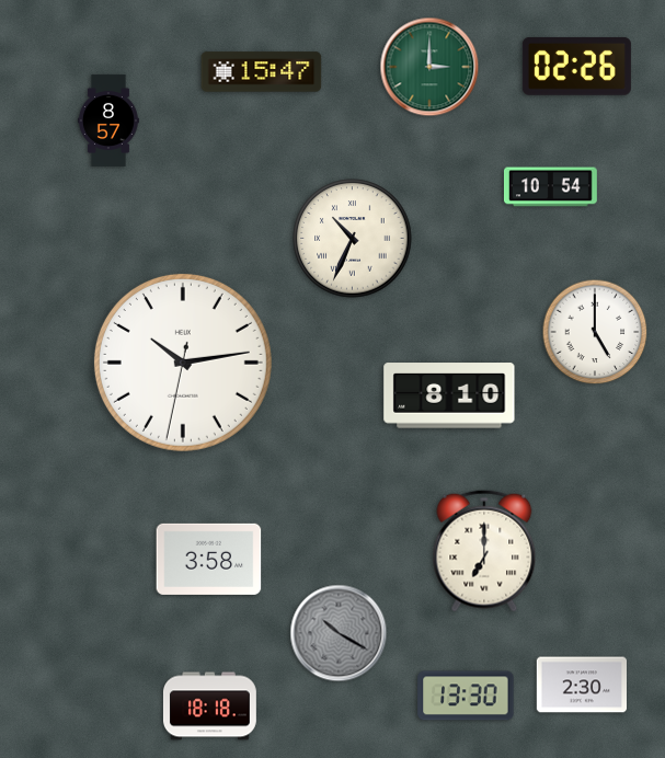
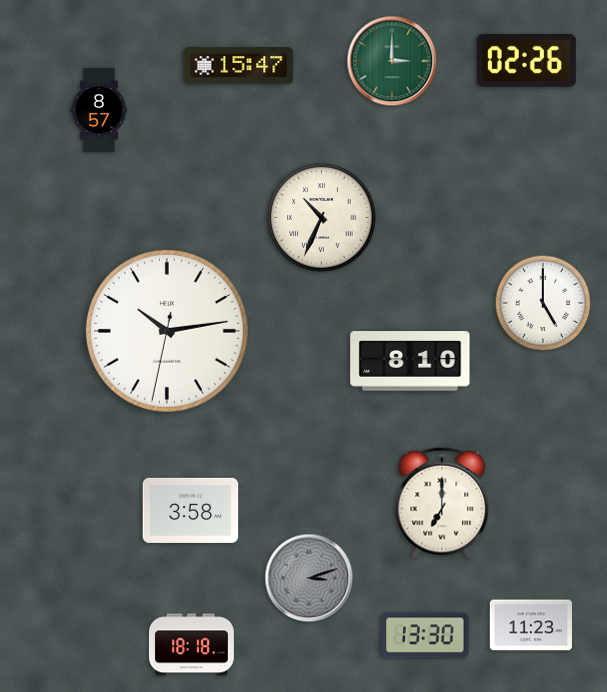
clock at (550, 187): 10:54 -> none
clock at (339, 633): 10:20 -> 3:12
clock at (582, 685): 2:30 -> 11:23
